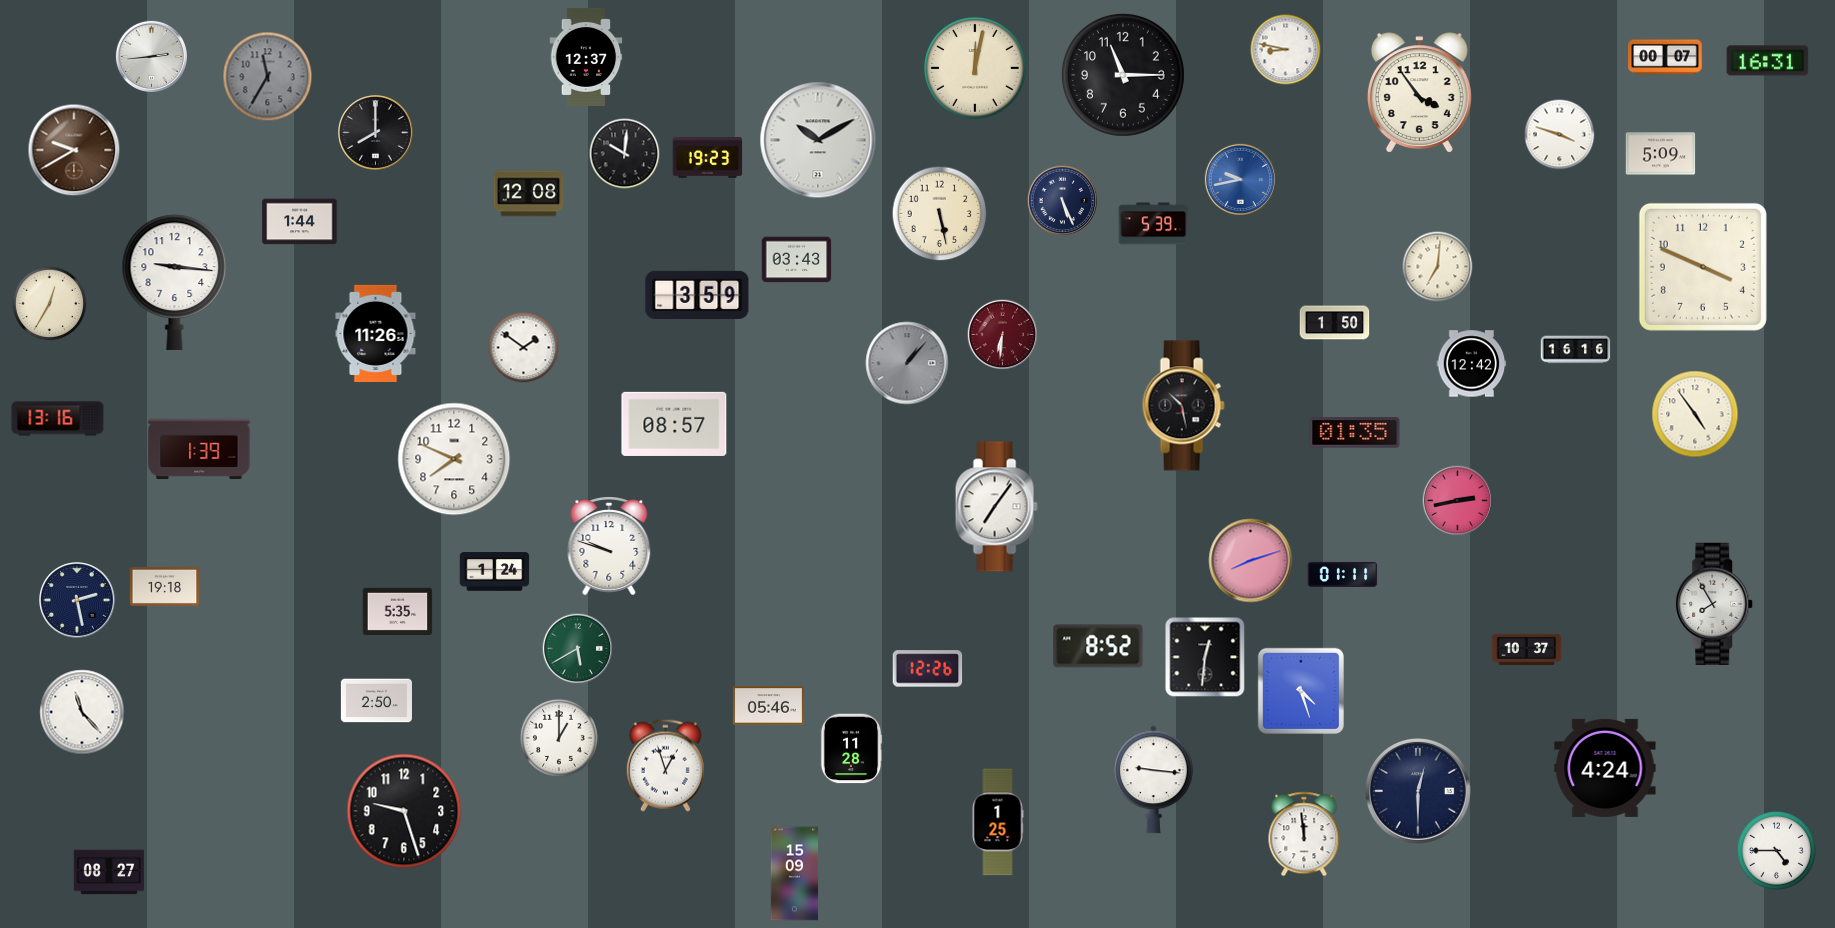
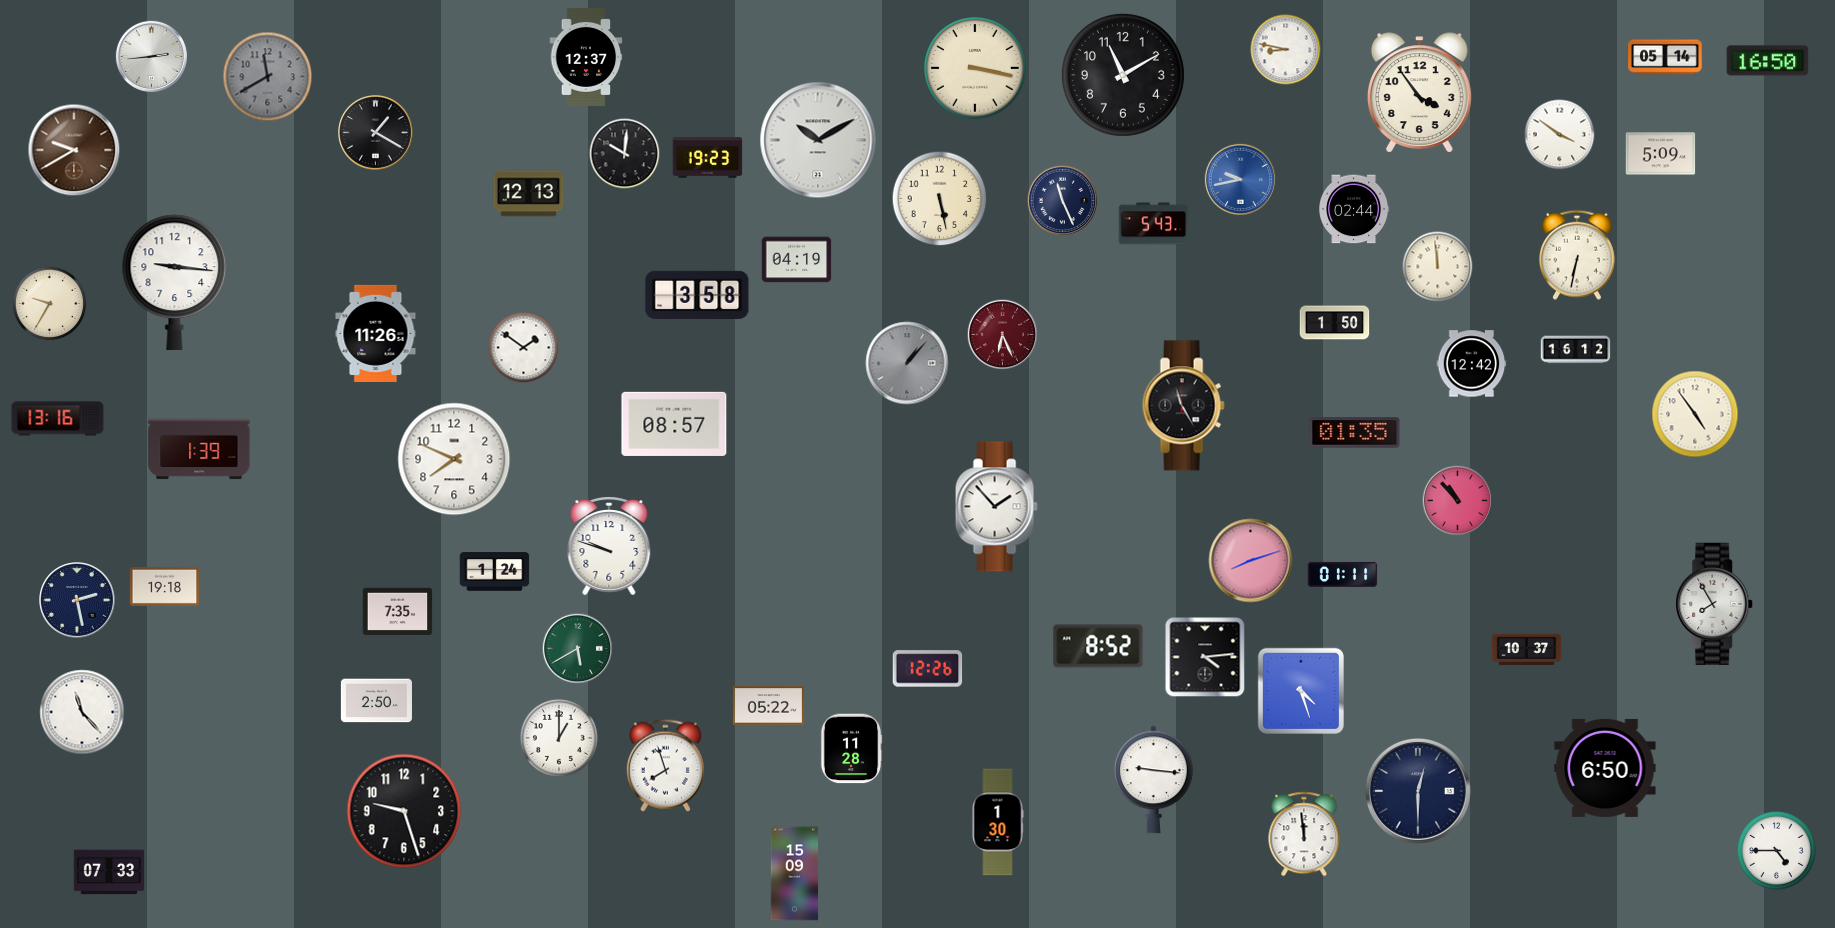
clock at (1665, 57): 00:07 -> 05:14
clock at (1768, 61): 16:31 -> 16:50
clock at (976, 69): 12:02 -> 3:17
clock at (1123, 75): 11:15 -> 11:10
clock at (268, 77): 11:35 -> 11:40
clock at (375, 132): 8:00 -> 1:20
clock at (1560, 135): 3:48 -> 3:51
clock at (529, 194): 12:08 -> 12:13
clock at (1063, 201): 5:26 -> 11:26
clock at (1354, 209): none -> 02:44
clock at (940, 214) position: (940, 214) -> (940, 199)
clock at (300, 222): 1:44 -> none
clock at (1154, 224): 5:39 -> 5:43
clock at (1577, 255): none -> 6:32
clock at (797, 260): 03:43 -> 04:19
clock at (1438, 267): 7:01 -> 11:59
clock at (1703, 267): 3:49 -> none
clock at (697, 295): 3:59 -> 3:58
clock at (50, 304): 12:35 -> 9:35
clock at (1003, 335): 6:31 -> 6:26
clock at (1576, 350): 16:16 -> 16:12
clock at (1183, 406): 10:28 -> 11:25
clock at (1458, 501): 2:43 -> 10:53
clock at (996, 507): 7:06 -> 1:53
clock at (398, 611): 5:35 -> 7:35
clock at (1205, 657): 12:31 -> 4:14
clock at (768, 706): 05:46 -> 05:22
clock at (665, 765): 12:57 -> 7:57
clock at (1605, 768): 4:24 -> 6:50
clock at (998, 822): 1:25 -> 1:30
clock at (109, 872): 08:27 -> 07:33
